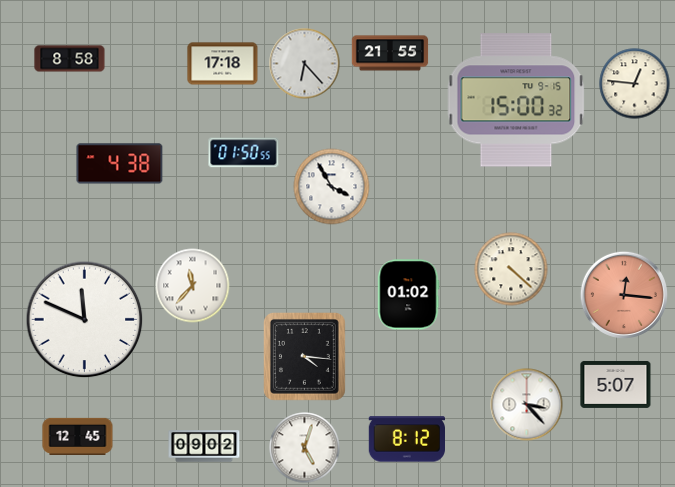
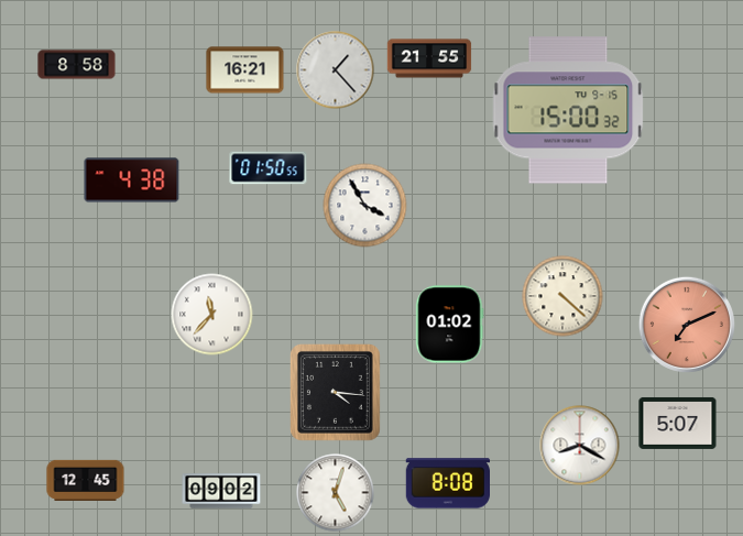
clock at (223, 64): 17:18 -> 16:21
clock at (305, 64): 6:23 -> 1:23
clock at (635, 84): 12:46 -> none
clock at (624, 295): 12:16 -> 7:11
clock at (85, 320): 11:49 -> none
clock at (527, 405): 3:23 -> 8:20
clock at (406, 439): 8:12 -> 8:08
clock at (204, 446) position: (204, 446) -> (221, 491)
